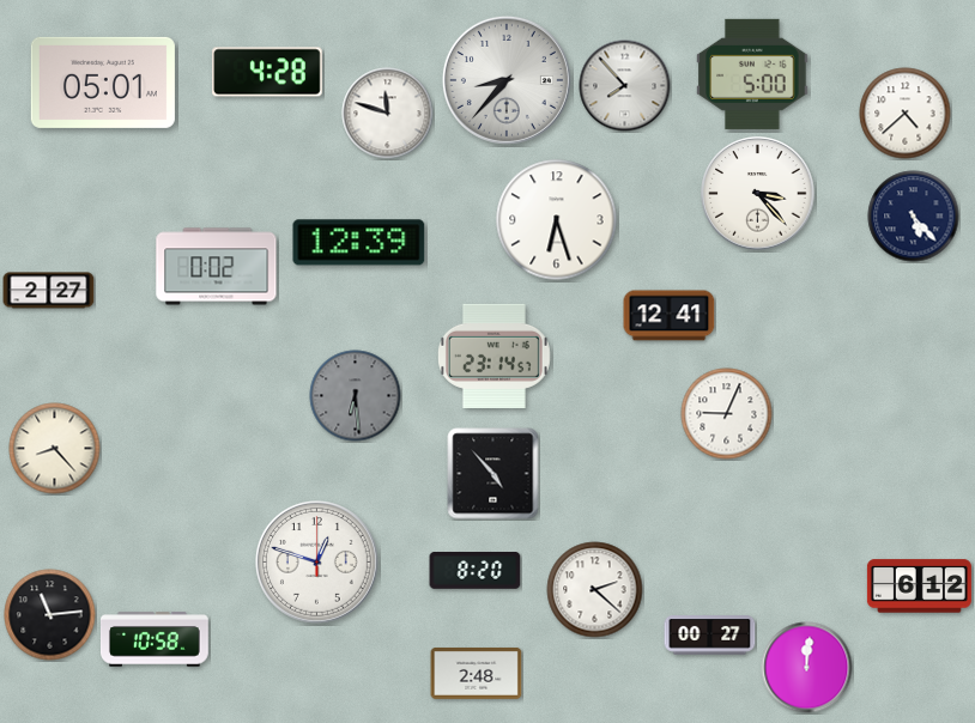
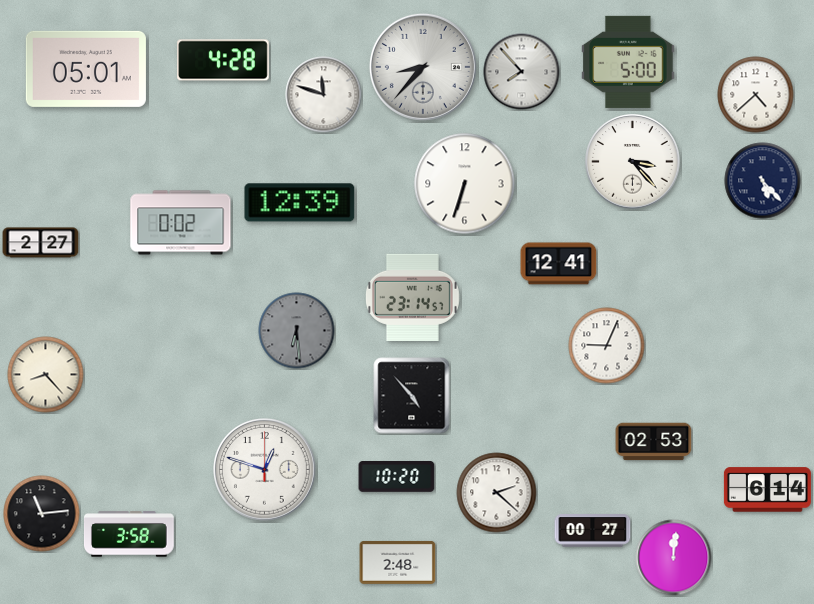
clock at (557, 220): 6:27 -> 6:33
clock at (654, 442): none -> 02:53
clock at (476, 571): 8:20 -> 10:20
clock at (919, 587): 6:12 -> 6:14
clock at (155, 639): 10:58 -> 3:58
